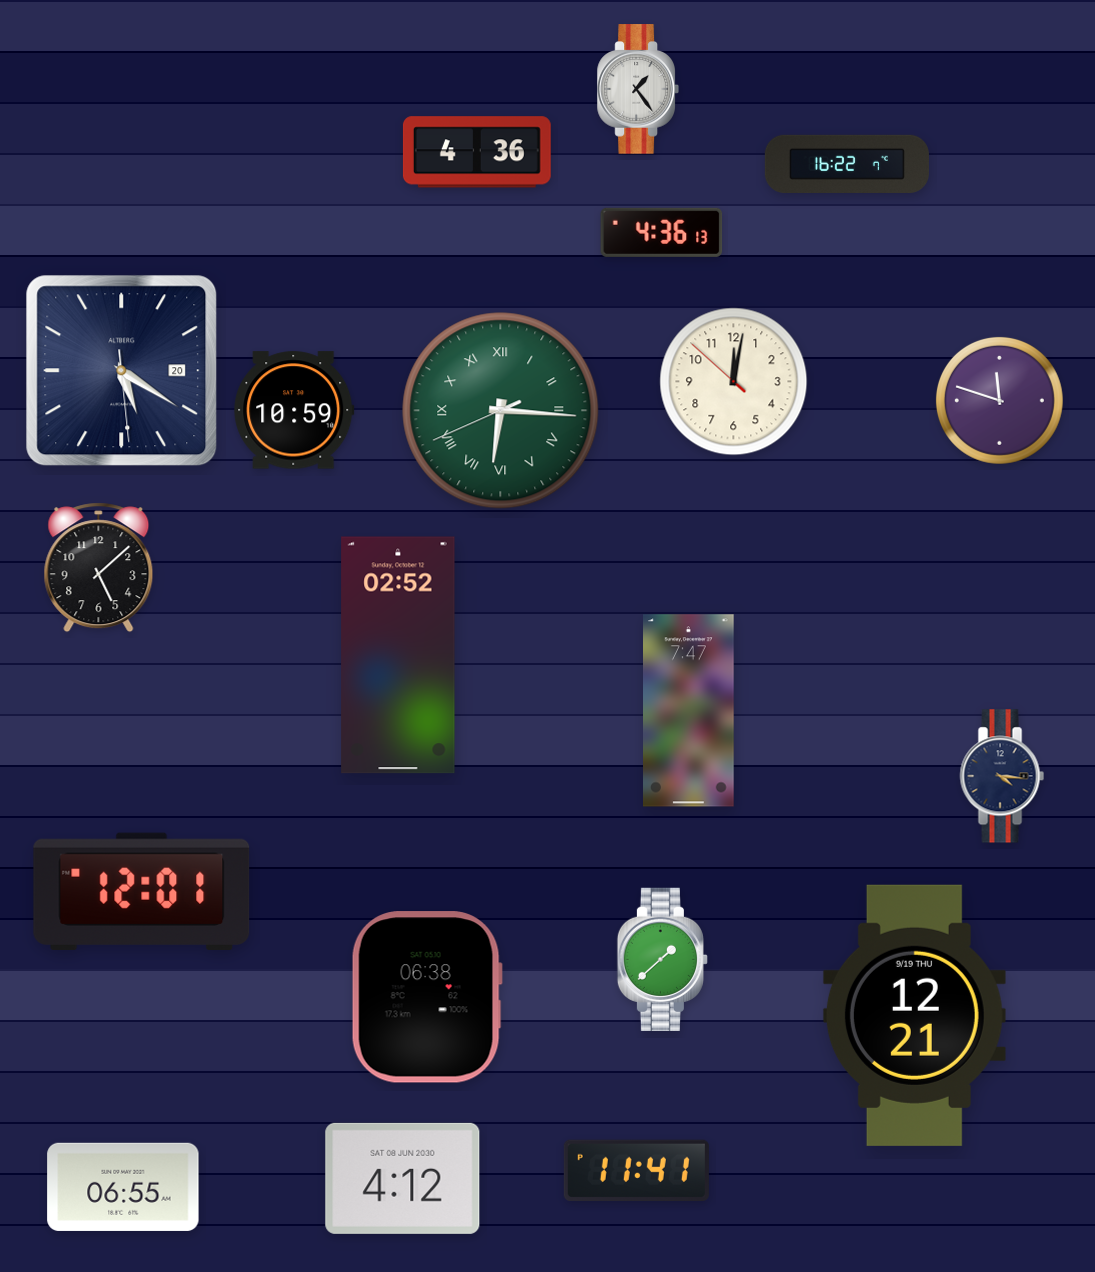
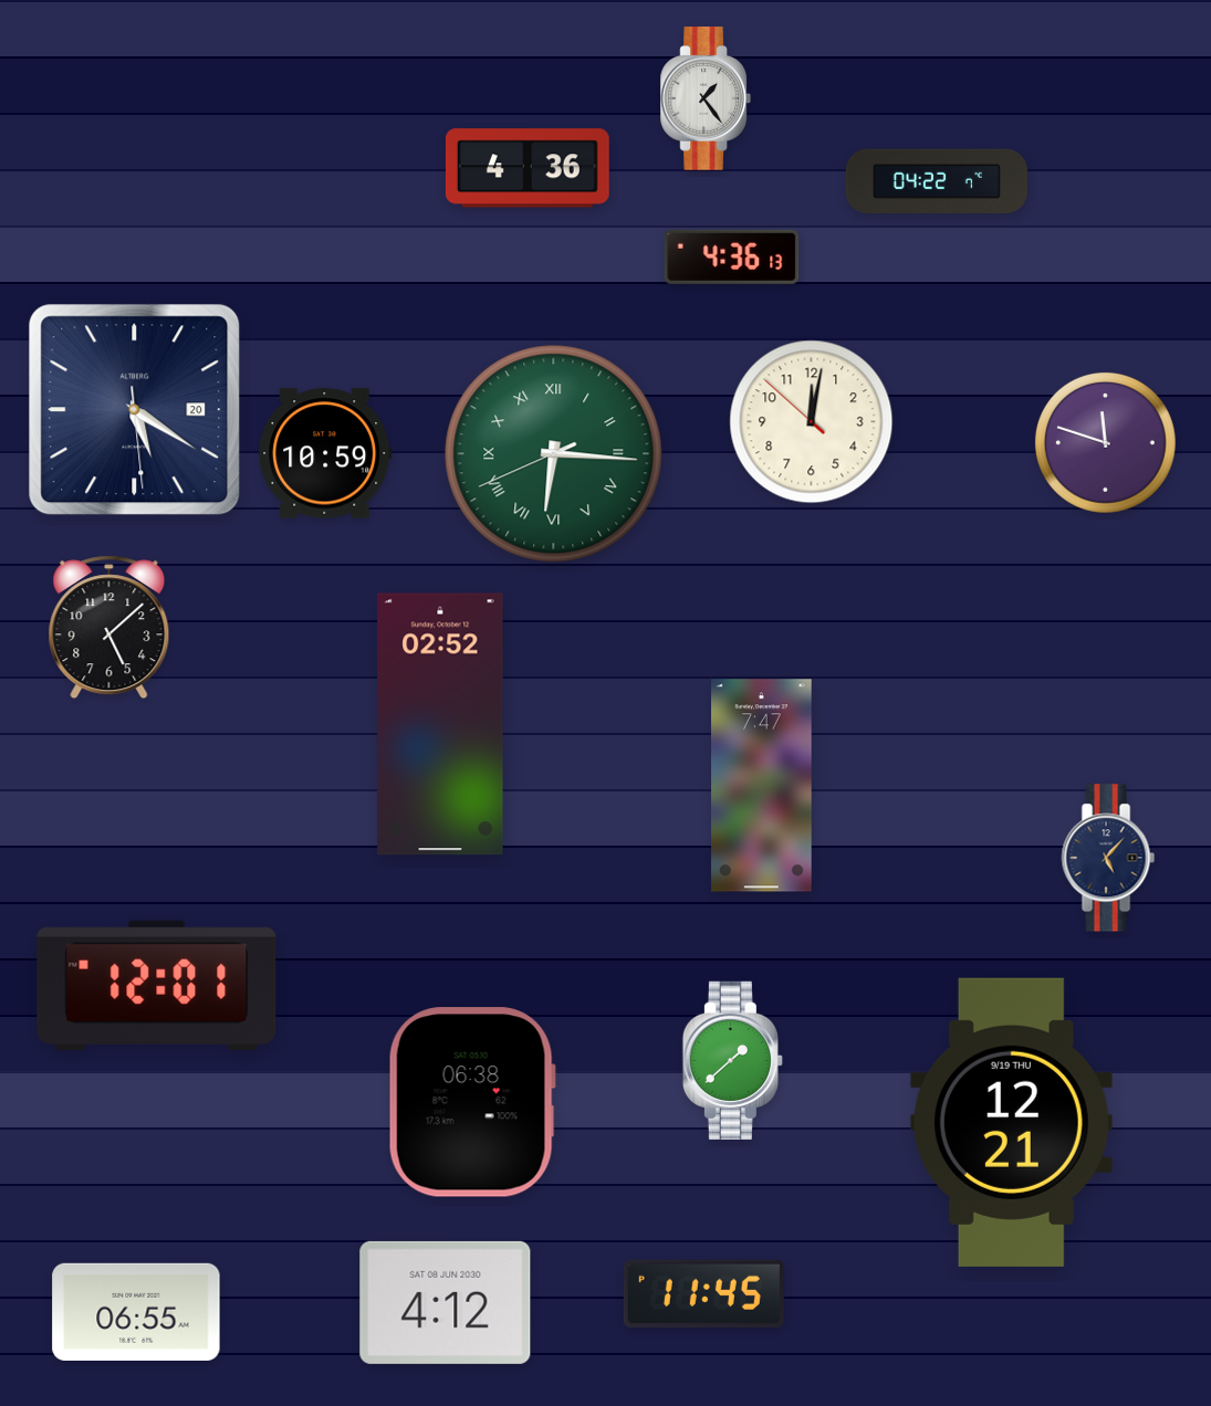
clock at (847, 164): 16:22 -> 04:22
clock at (1002, 776): 4:16 -> 5:07
clock at (636, 1170): 11:41 -> 11:45
